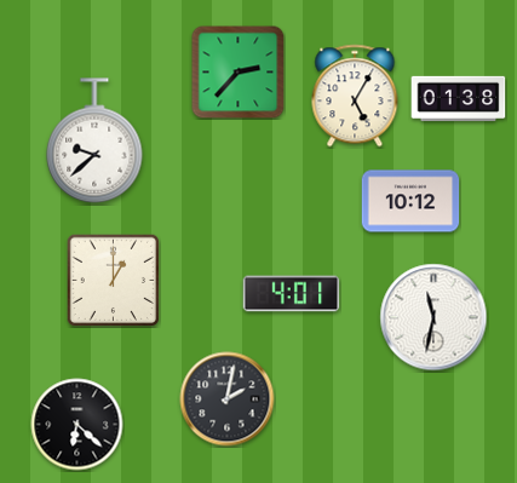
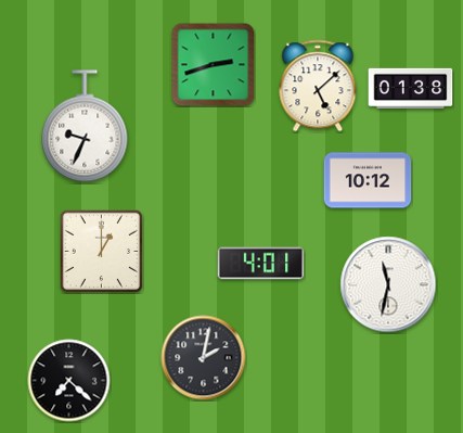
clock at (239, 73): 2:37 -> 2:42
clock at (355, 96): 5:05 -> 5:08
clock at (94, 140): 9:38 -> 9:34
clock at (77, 425): 6:22 -> 7:22
